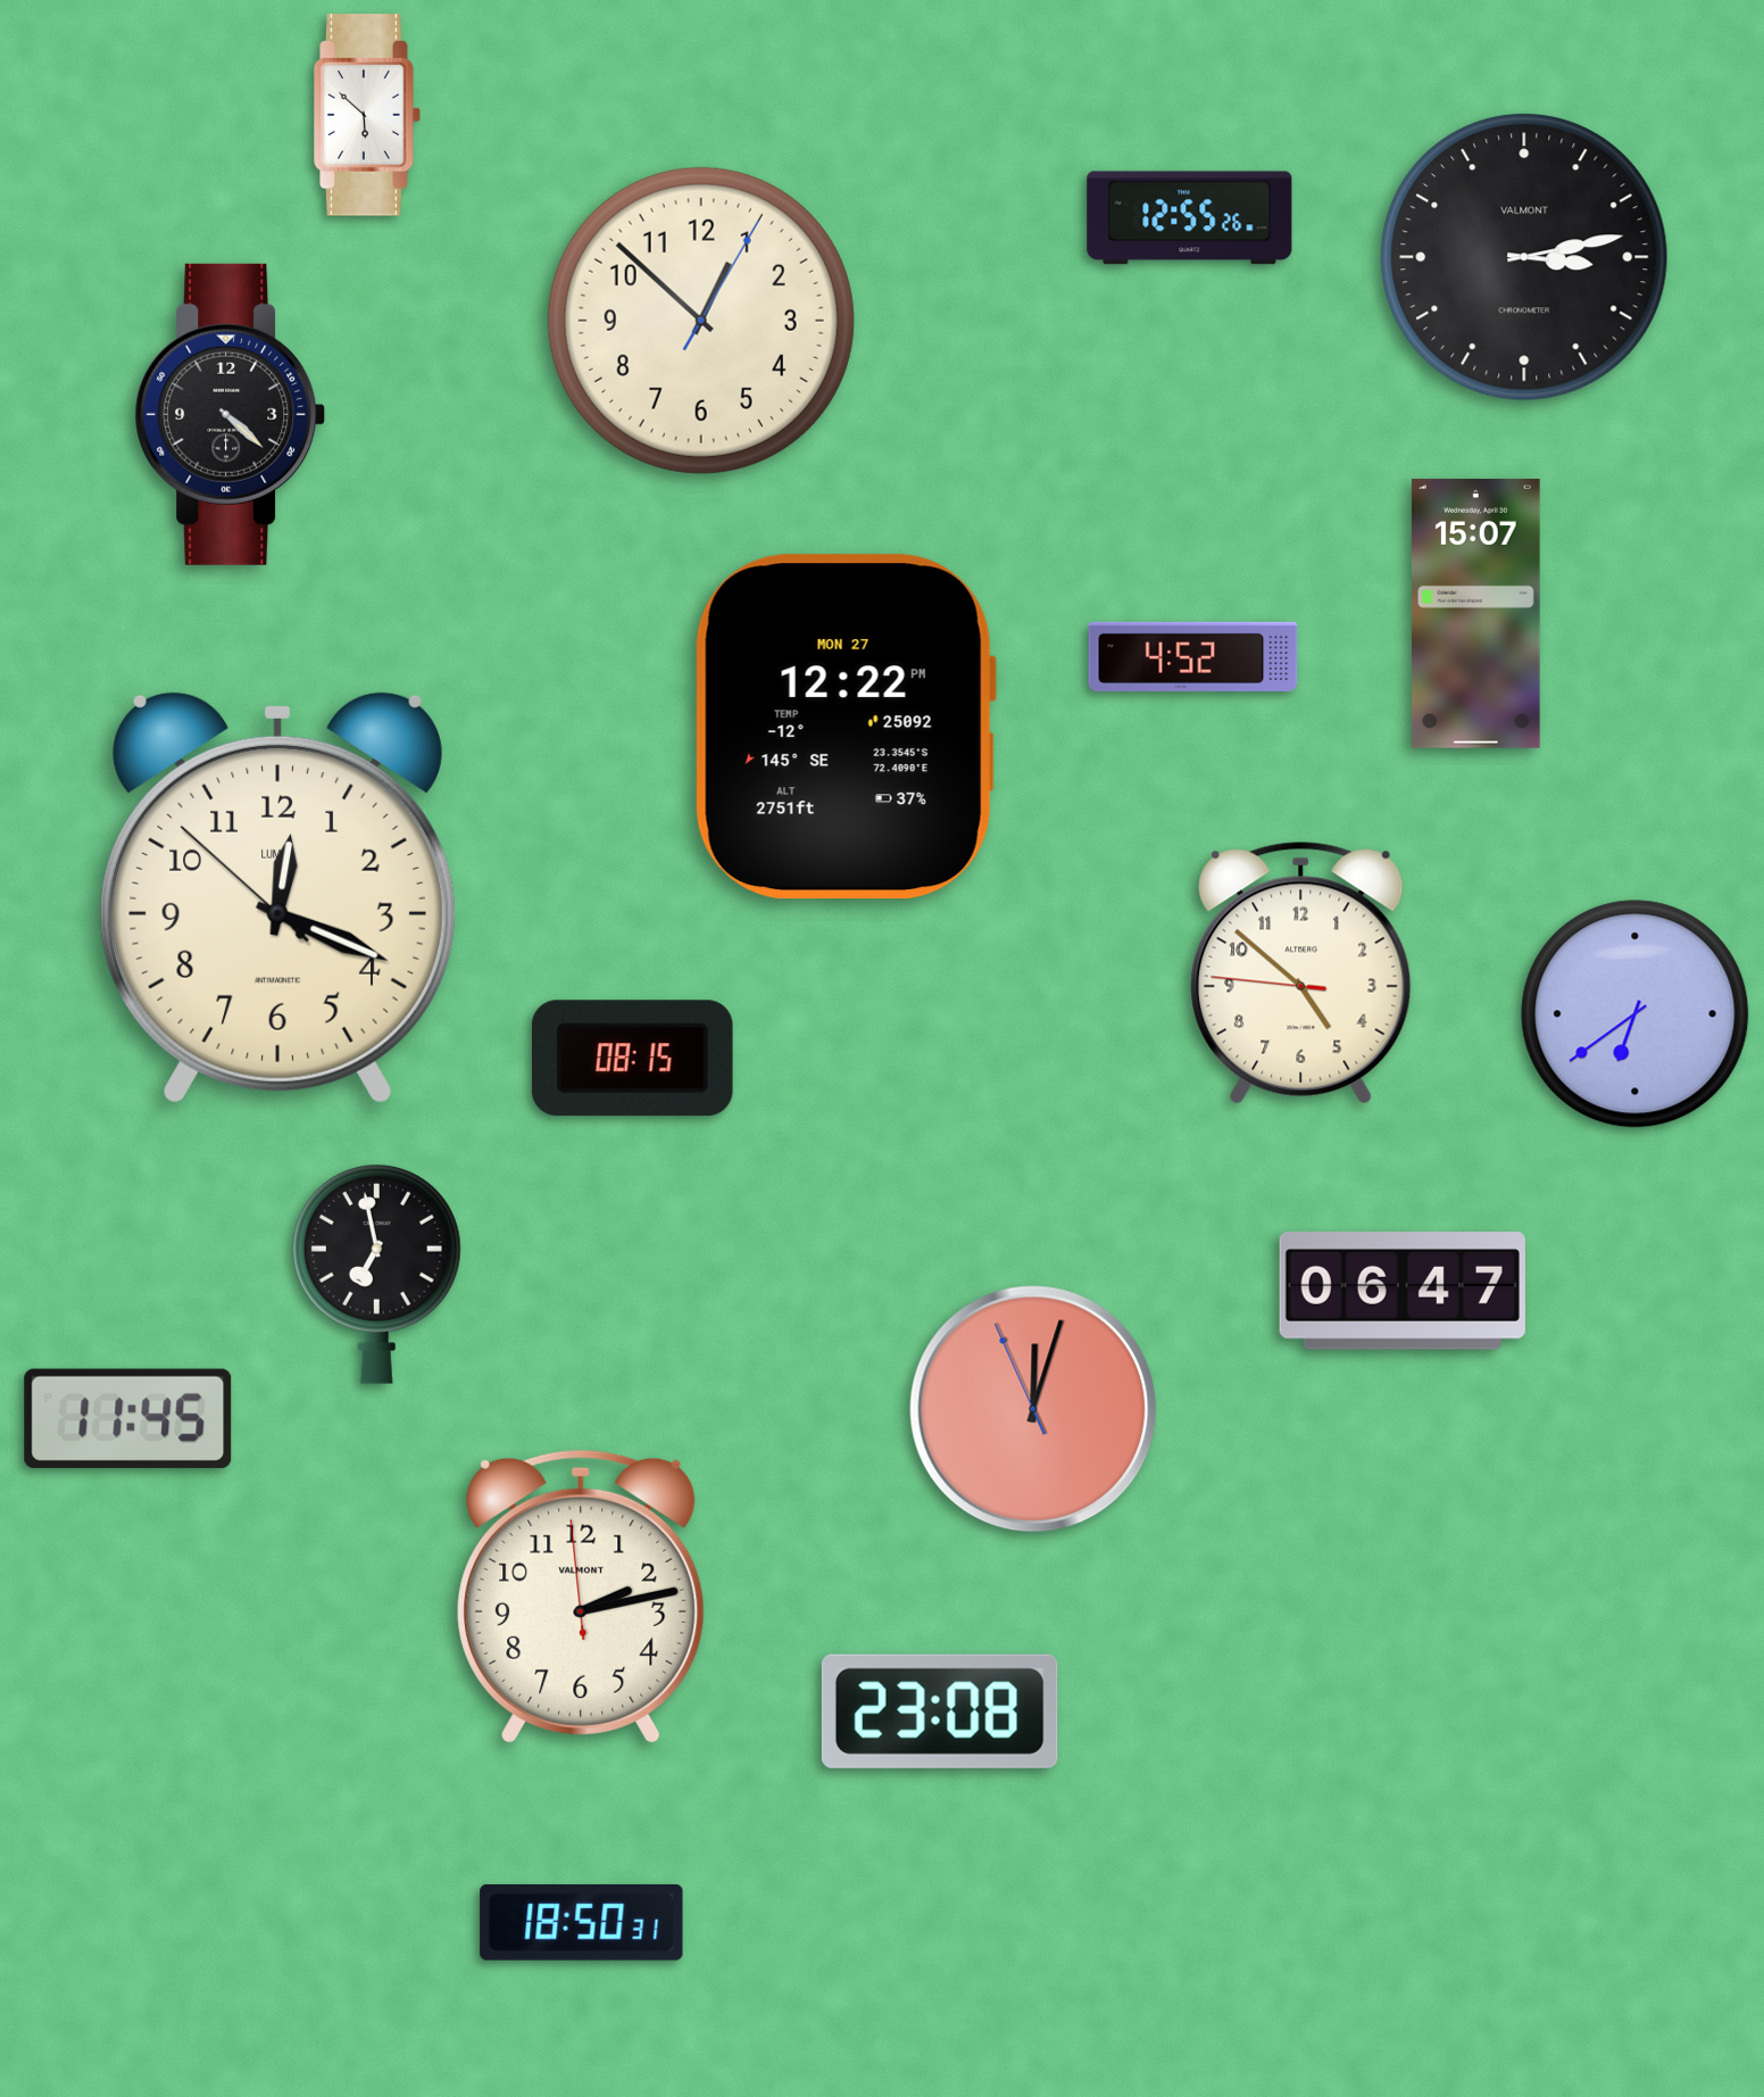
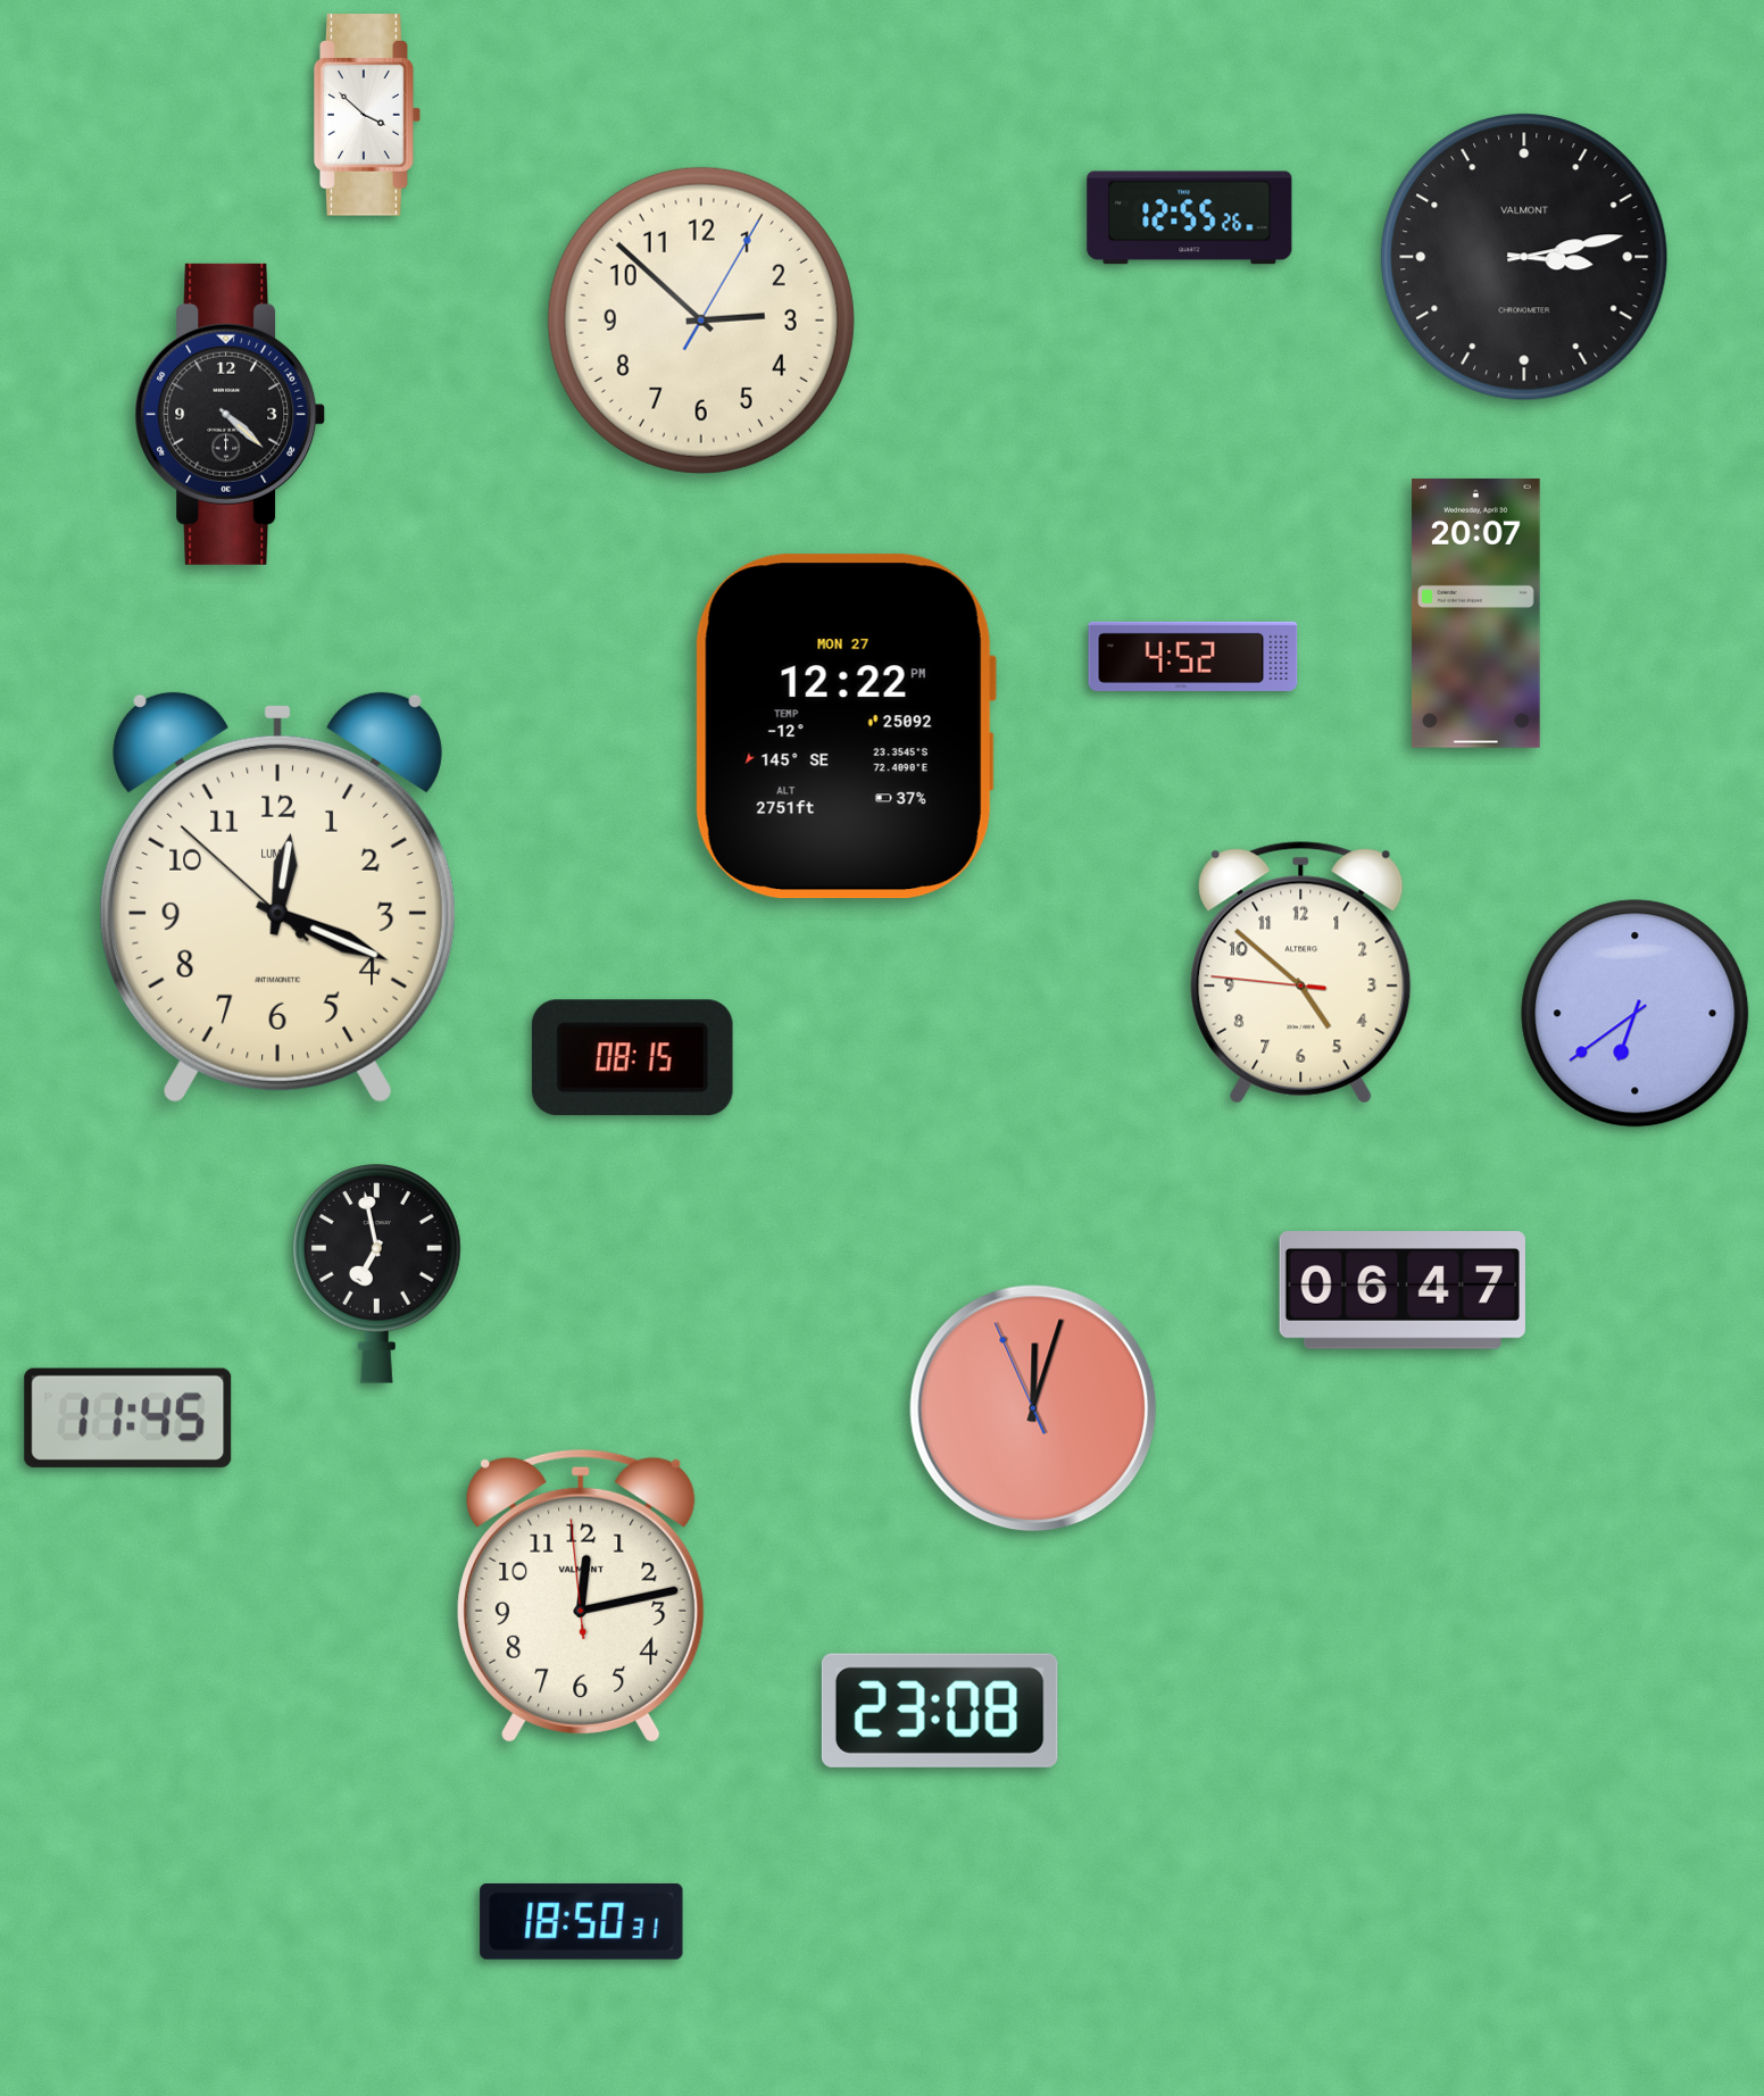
clock at (368, 115): 5:52 -> 3:52
clock at (701, 321): 12:52 -> 2:52
clock at (1475, 613): 15:07 -> 20:07
clock at (581, 1597): 2:12 -> 12:12
